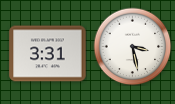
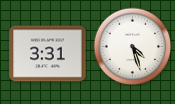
clock at (132, 46): 3:28 -> 4:27
